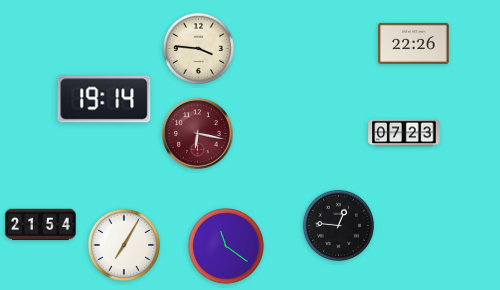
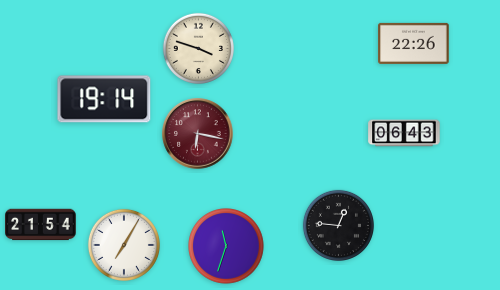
clock at (198, 48): 3:46 -> 3:48
clock at (404, 133): 07:23 -> 06:43
clock at (227, 247): 11:21 -> 11:33
